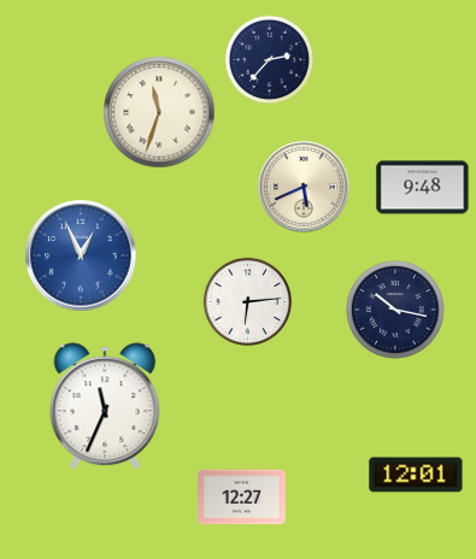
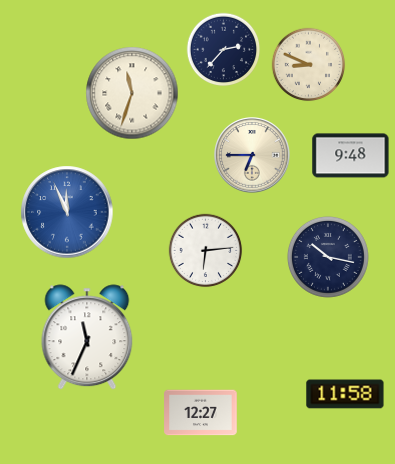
clock at (309, 65): none -> 8:49
clock at (305, 188): 5:41 -> 6:45
clock at (81, 255): 12:56 -> 11:56
clock at (416, 475): 12:01 -> 11:58
